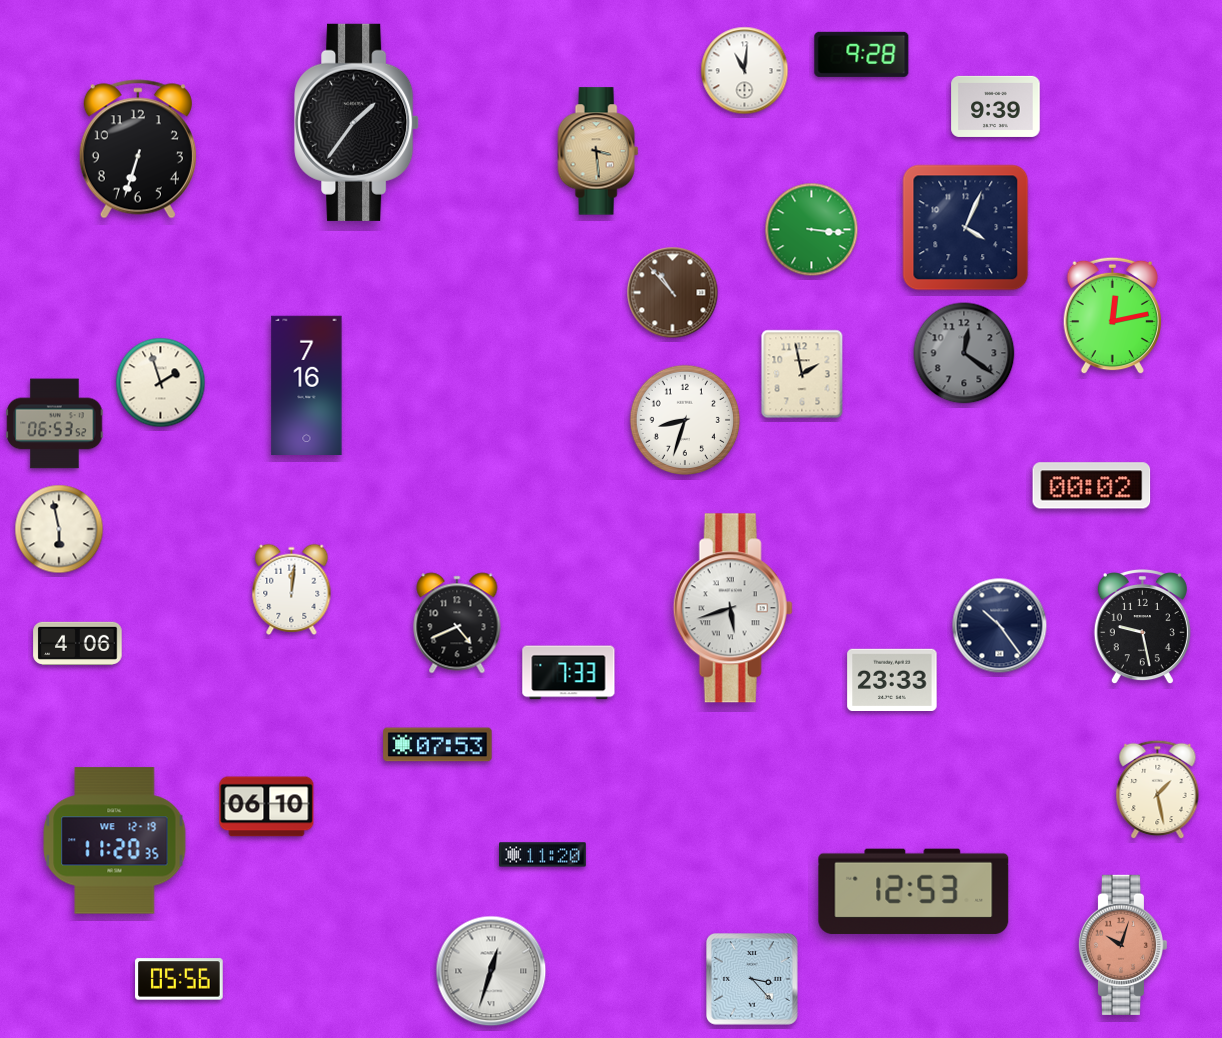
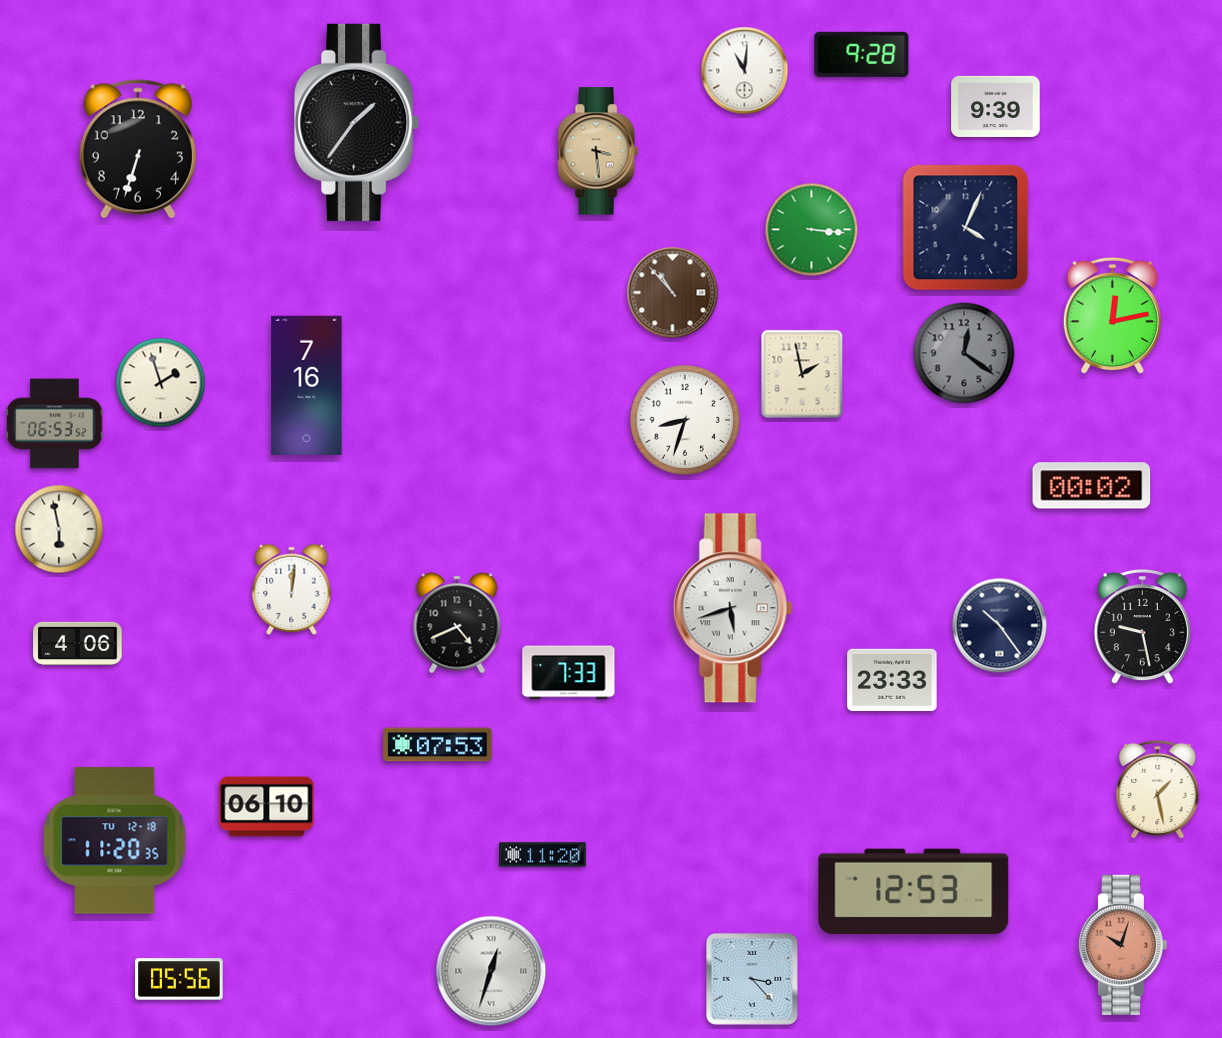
clock at (115, 841) date: WE 12-19 -> TU 12-18
